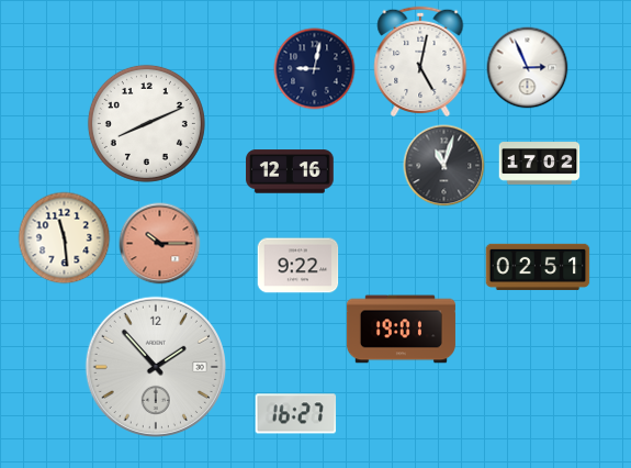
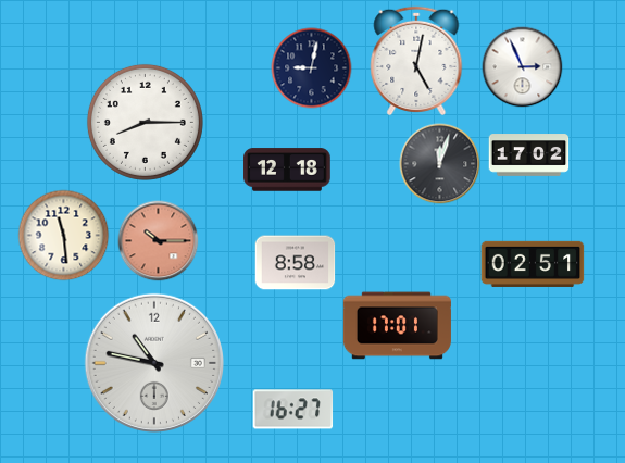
clock at (146, 123): 8:11 -> 8:15
clock at (540, 164) position: (540, 164) -> (529, 155)
clock at (444, 166): 11:03 -> 12:03
clock at (290, 171): 12:16 -> 12:18
clock at (298, 266): 9:22 -> 8:58
clock at (401, 330): 19:01 -> 17:01
clock at (156, 367): 1:53 -> 10:47
